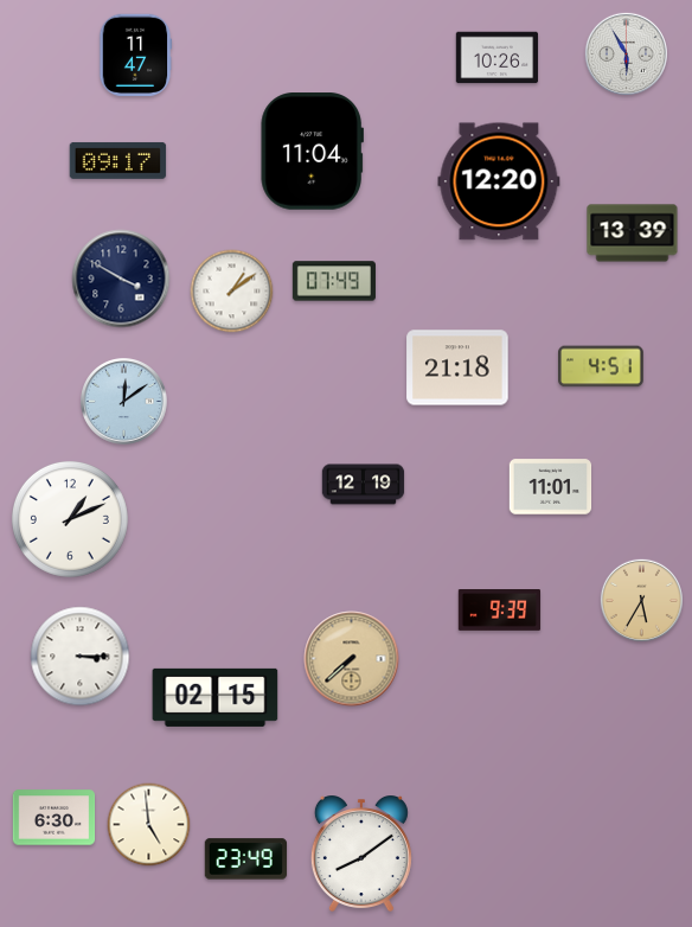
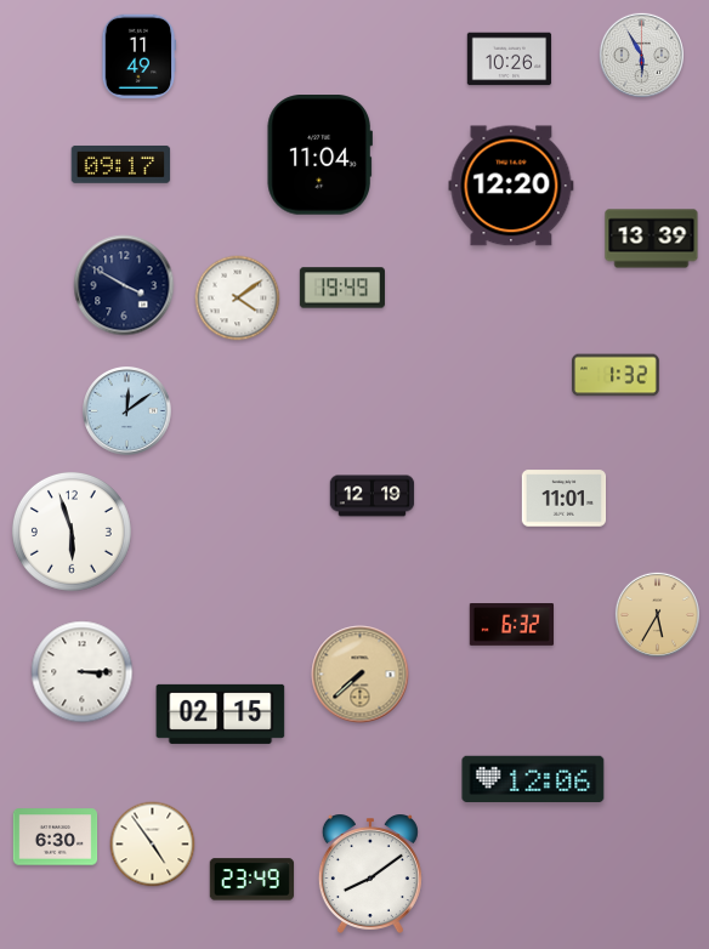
clock at (135, 56): 11:47 -> 11:49
clock at (633, 234) position: (633, 234) -> (652, 239)
clock at (334, 281): 07:49 -> 19:49
clock at (232, 292): 1:09 -> 4:09
clock at (602, 366): 4:51 -> 1:32
clock at (457, 367): 21:18 -> none
clock at (70, 519): 1:11 -> 5:57
clock at (500, 610): 9:39 -> 6:32
clock at (533, 778): none -> 12:06
clock at (149, 825): 4:59 -> 4:54
